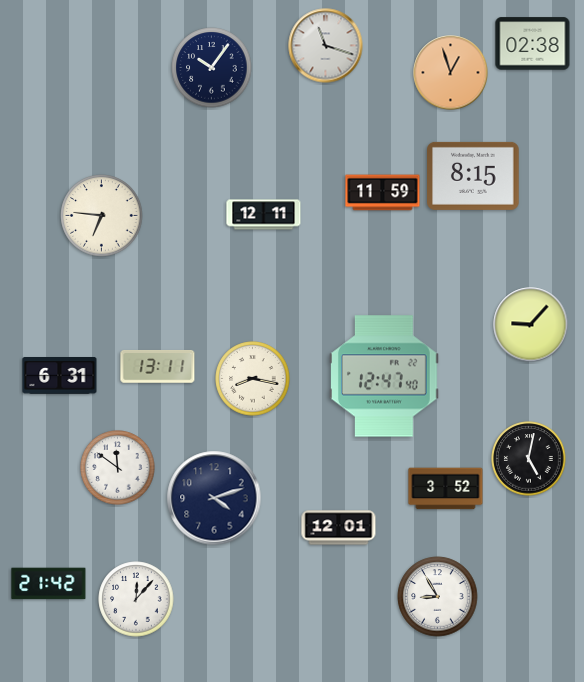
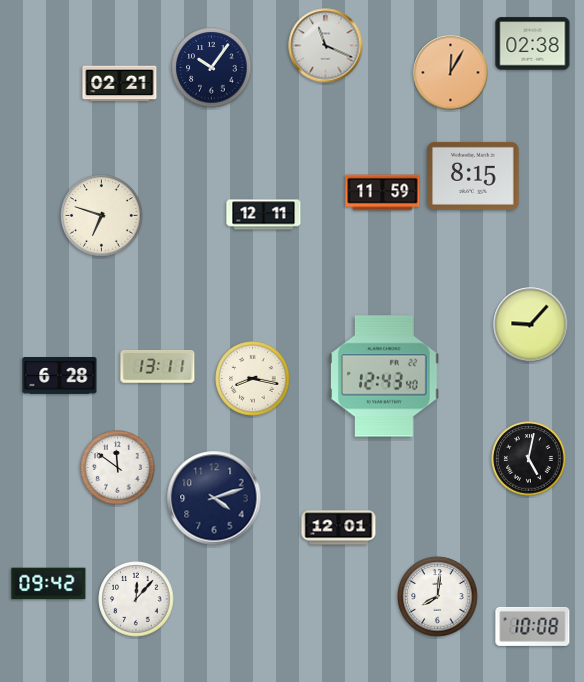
clock at (326, 46): 11:18 -> 11:19
clock at (451, 73): 12:57 -> 12:05
clock at (120, 84): none -> 02:21
clock at (102, 216): 6:46 -> 6:48
clock at (60, 376): 6:31 -> 6:28
clock at (385, 376): 12:47 -> 12:43
clock at (446, 489): 3:52 -> none
clock at (49, 584): 21:42 -> 09:42
clock at (438, 597): 8:55 -> 8:01
clock at (533, 626): none -> 10:08
